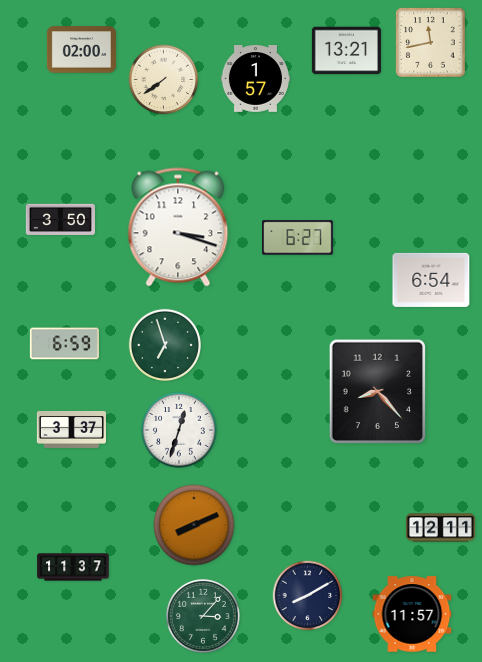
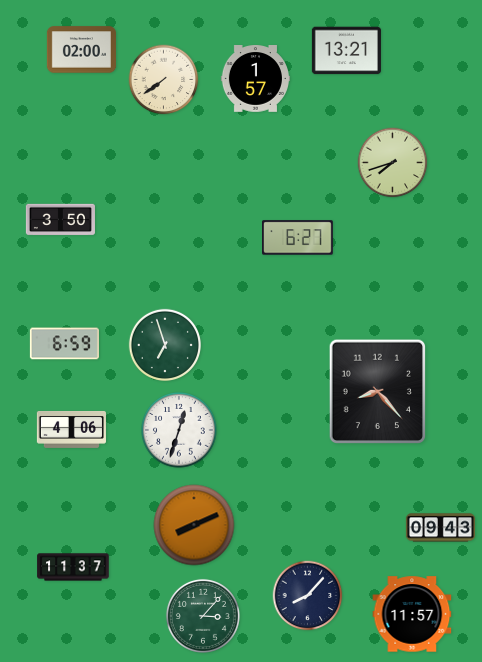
clock at (431, 43): 11:43 -> none
clock at (393, 163): none -> 7:42
clock at (178, 227): 3:18 -> none
clock at (431, 280): 6:54 -> none
clock at (71, 429): 3:37 -> 4:06
clock at (440, 528): 12:11 -> 09:43
clock at (308, 596): 8:10 -> 8:07
